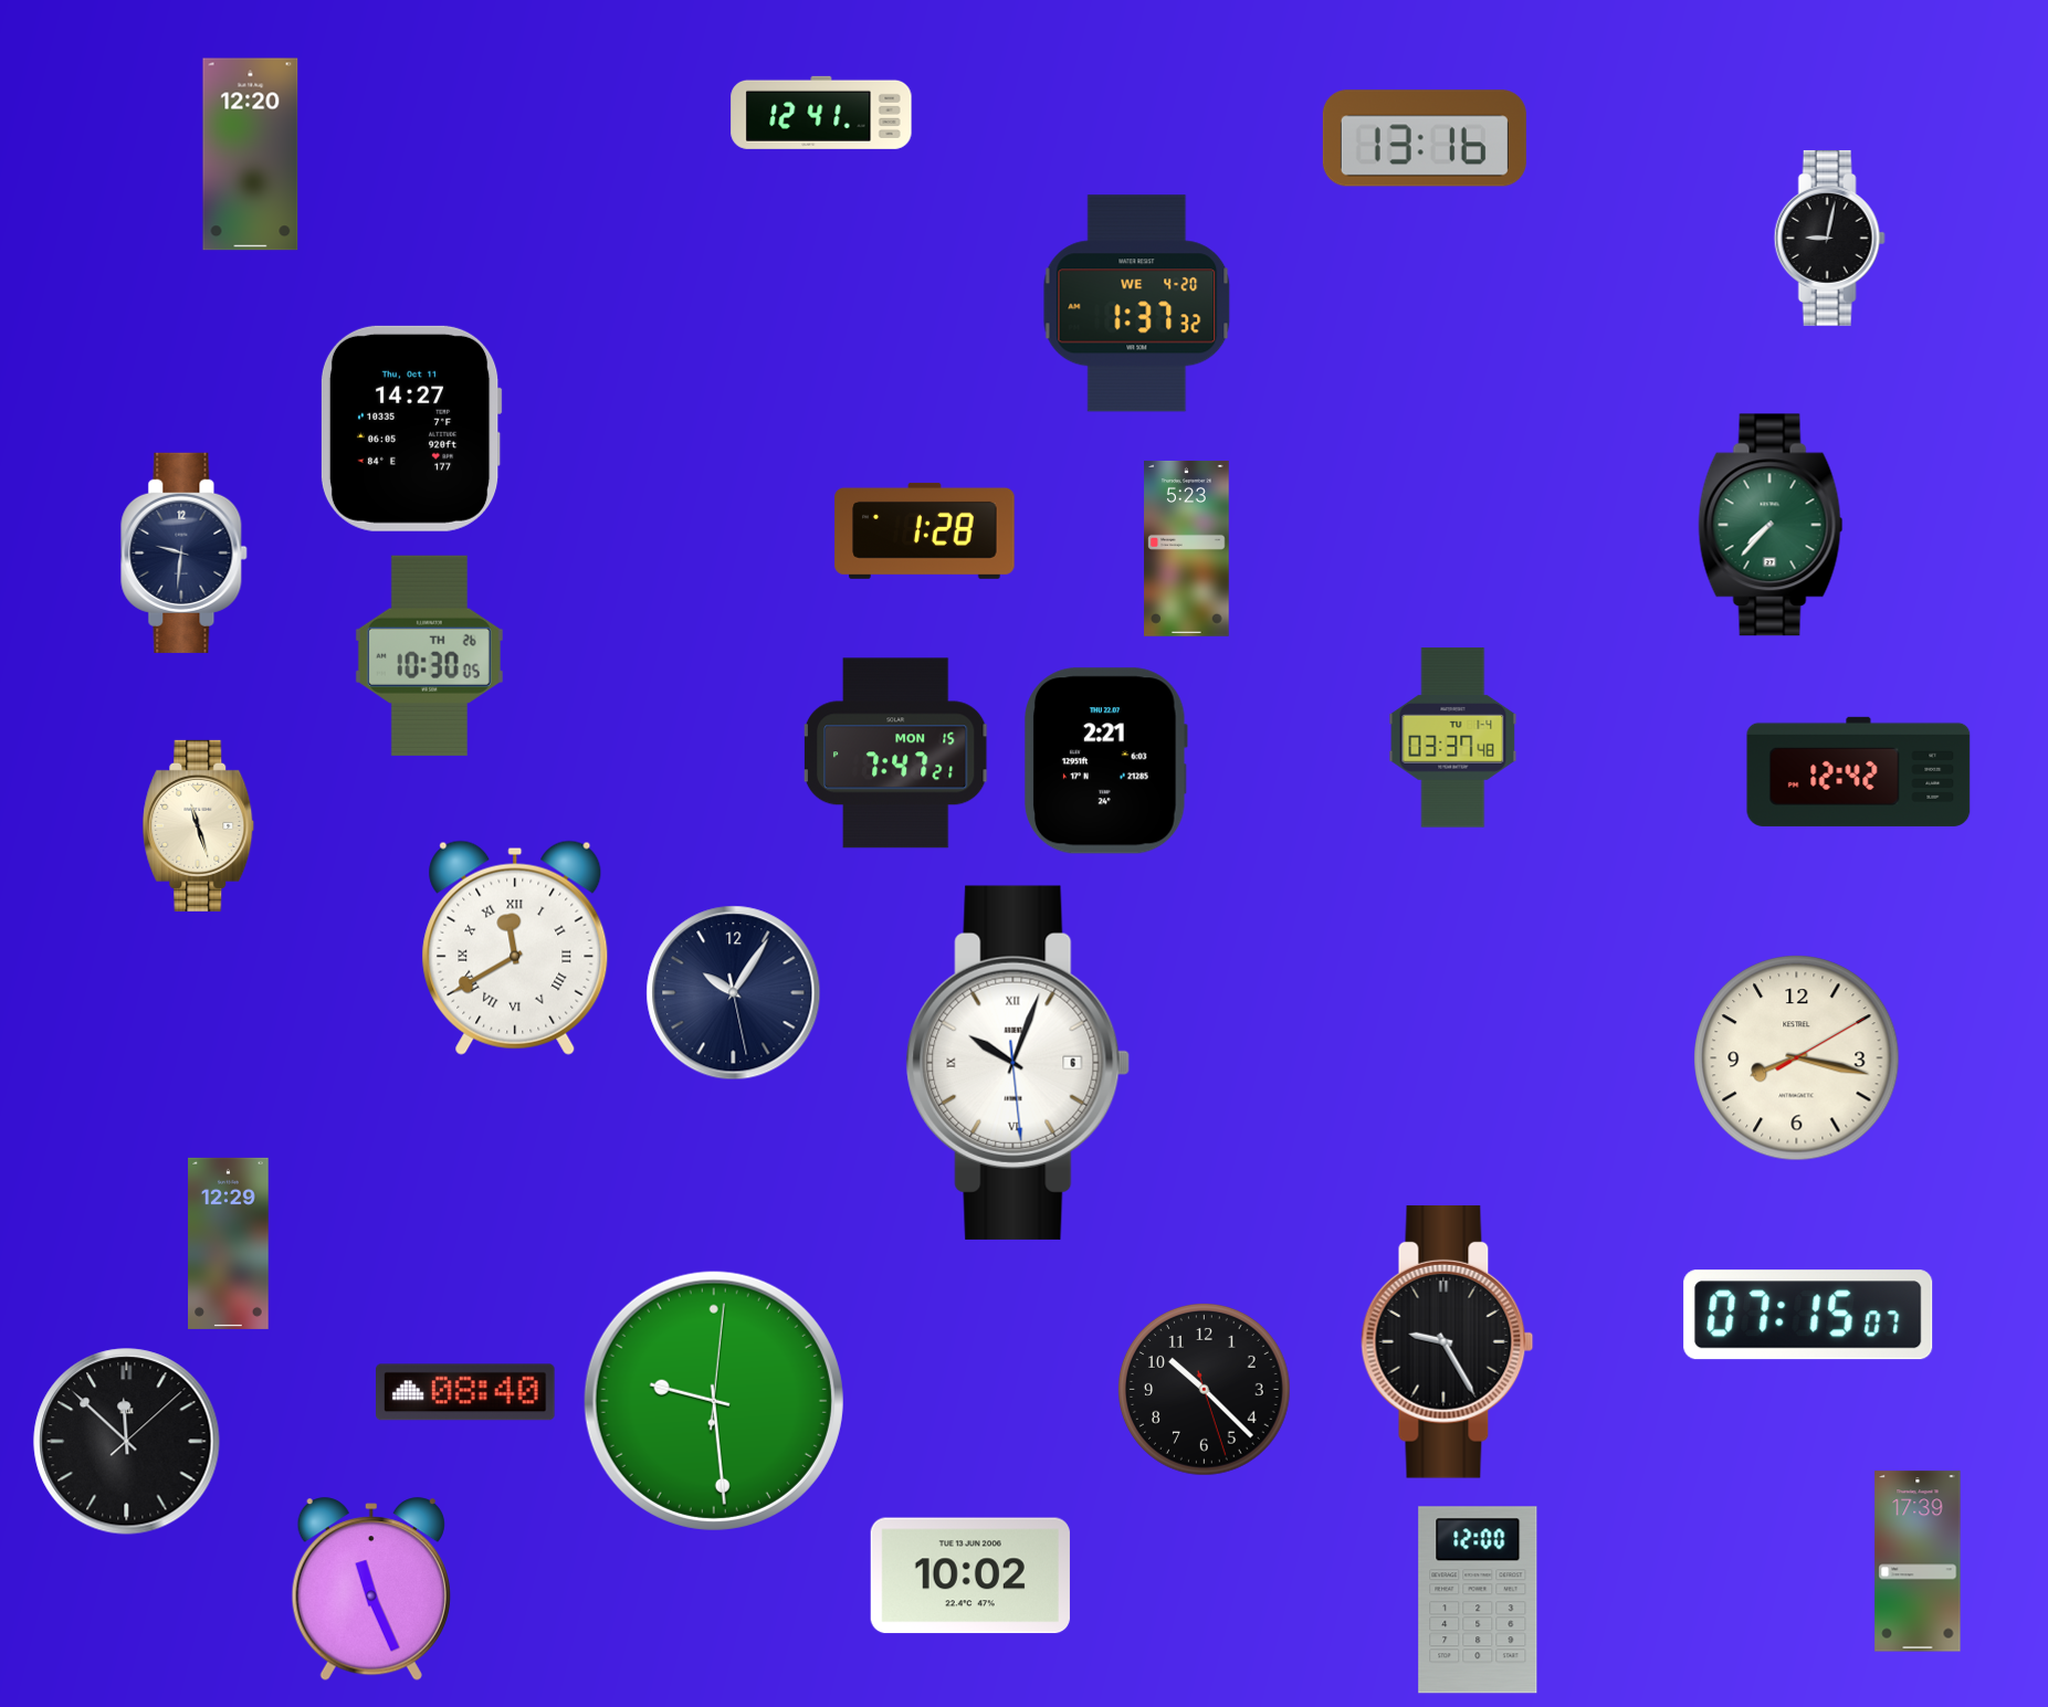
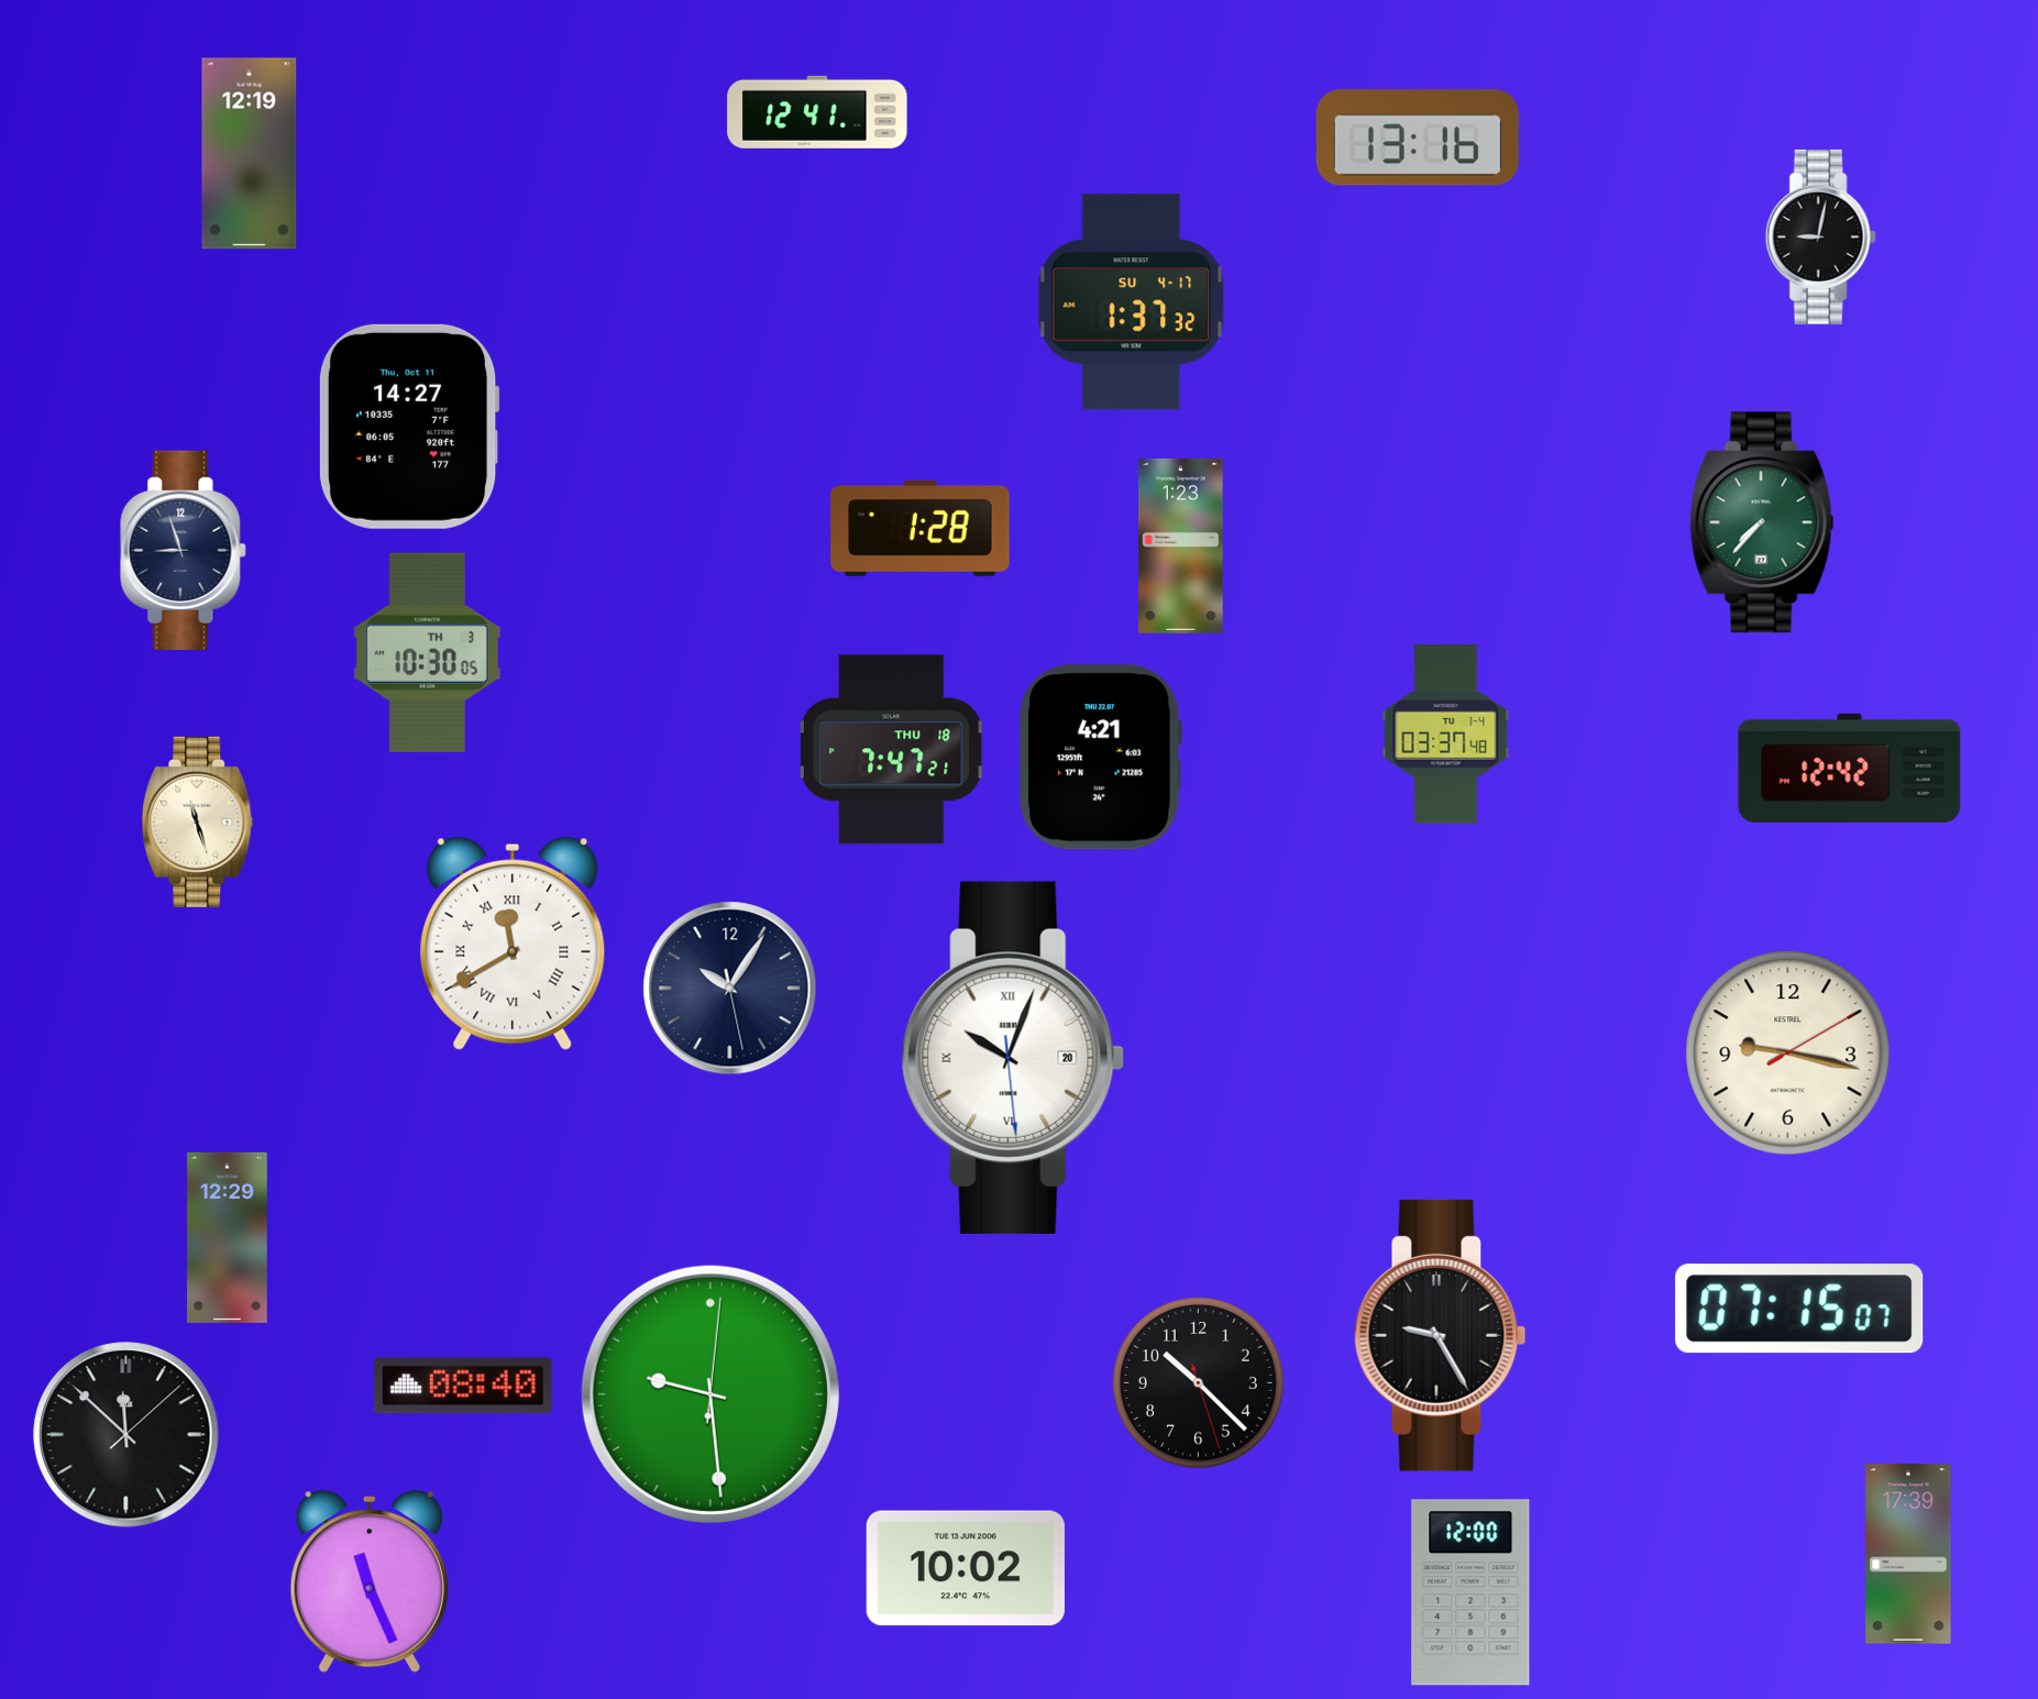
clock at (251, 155): 12:20 -> 12:19
clock at (1137, 304) date: WE 4-20 -> SU 4-17
clock at (1187, 549): 5:23 -> 1:23
clock at (185, 552): 9:31 -> 8:57
clock at (429, 655) date: TH 26 -> TH 3
clock at (895, 754) date: MON 15 -> THU 18
clock at (1106, 761): 2:21 -> 4:21
clock at (1797, 1058): 8:17 -> 9:17
clock at (1018, 1063) date: 6 -> 20
